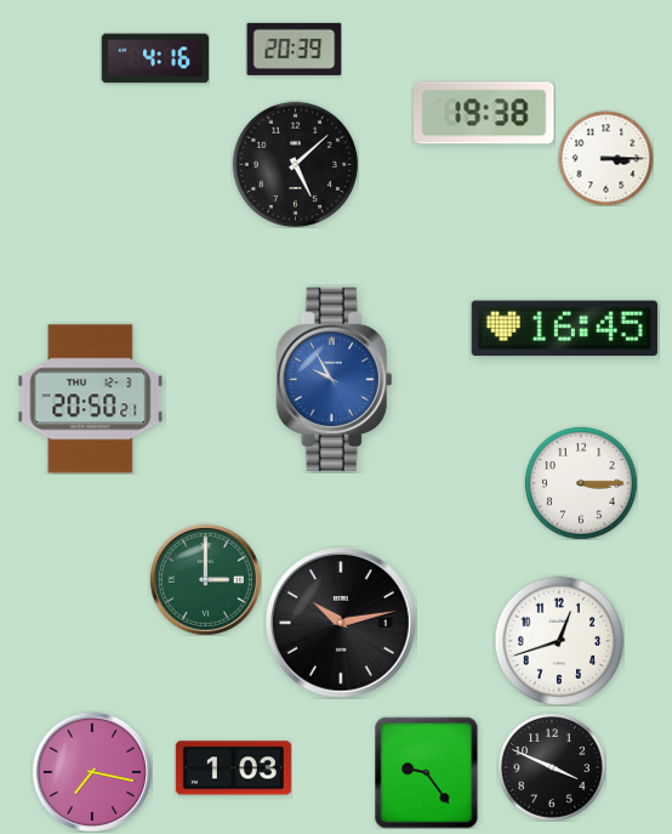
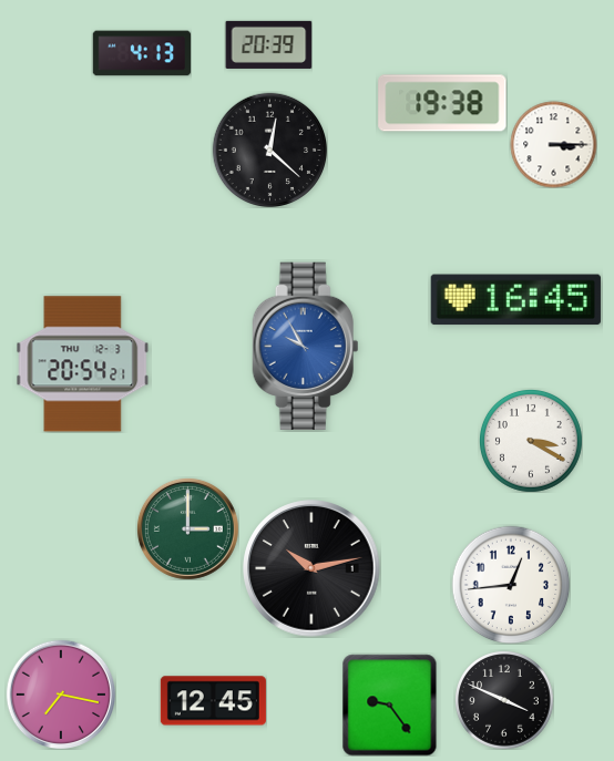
clock at (155, 58): 4:16 -> 4:13
clock at (295, 164): 5:08 -> 12:22
clock at (91, 399): 20:50 -> 20:54
clock at (581, 483): 3:15 -> 3:20
clock at (559, 641): 12:42 -> 12:44
clock at (233, 768): 1:03 -> 12:45
clock at (92, 772) position: (92, 772) -> (61, 695)
